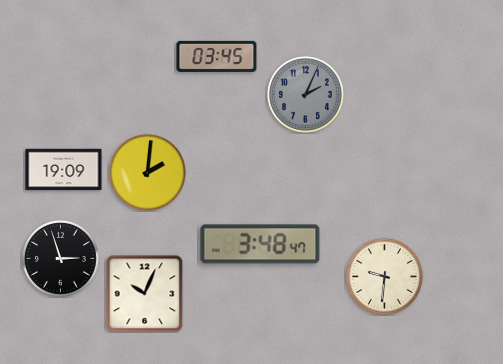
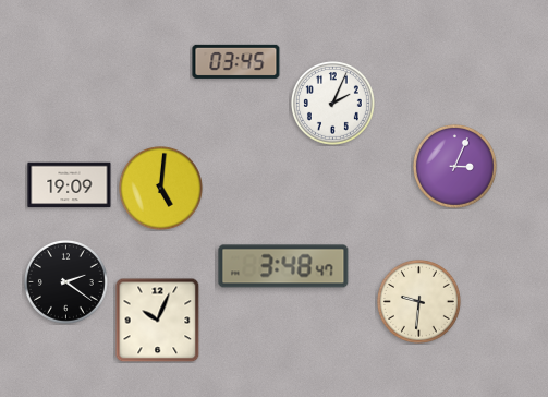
clock at (305, 94) dial: grey -> white
clock at (454, 166): none -> 3:04
clock at (147, 172): 2:01 -> 5:01
clock at (60, 258): 2:57 -> 2:21
